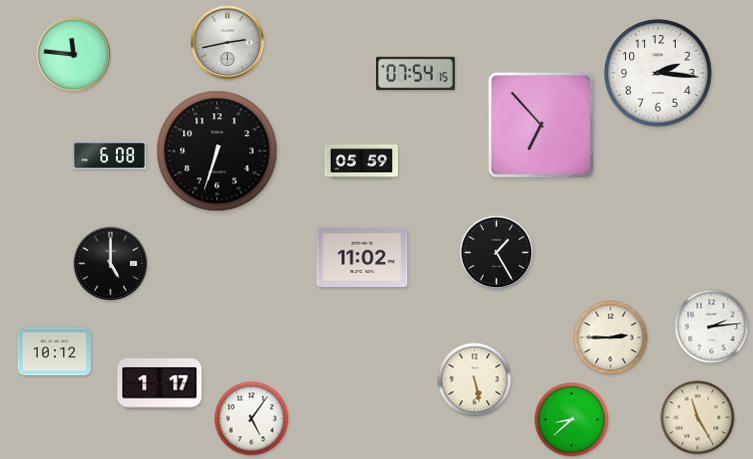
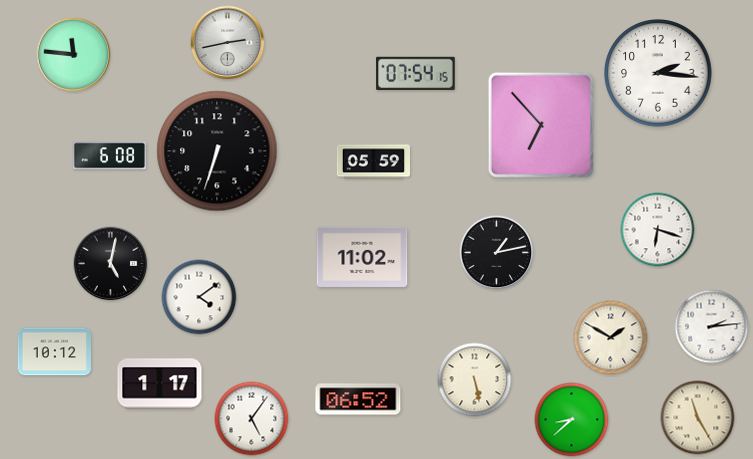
clock at (361, 162) position: (361, 162) -> (373, 162)
clock at (658, 230): none -> 6:18
clock at (497, 253): 1:25 -> 1:13
clock at (111, 264): 5:00 -> 5:02
clock at (199, 297): none -> 4:09
clock at (611, 338): 2:45 -> 1:50
clock at (358, 399): none -> 06:52
